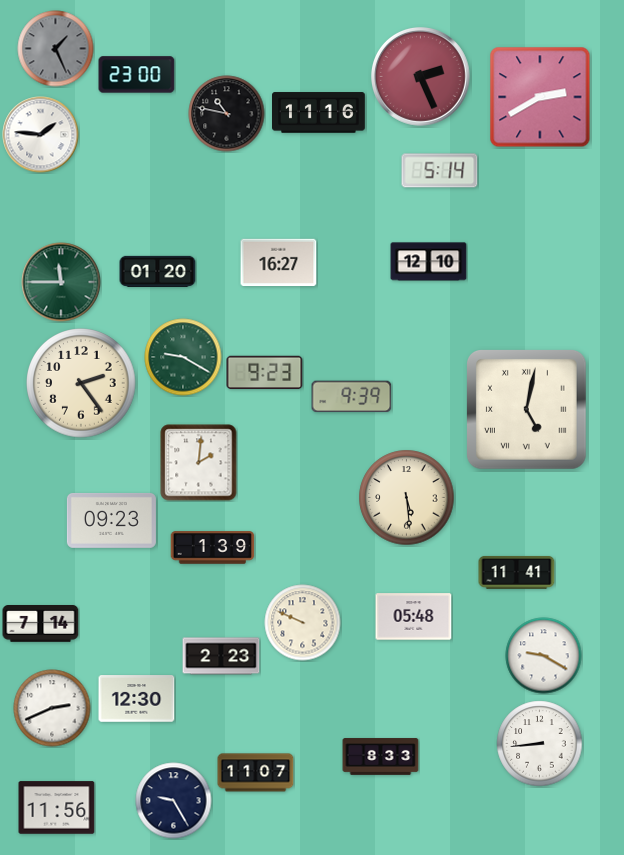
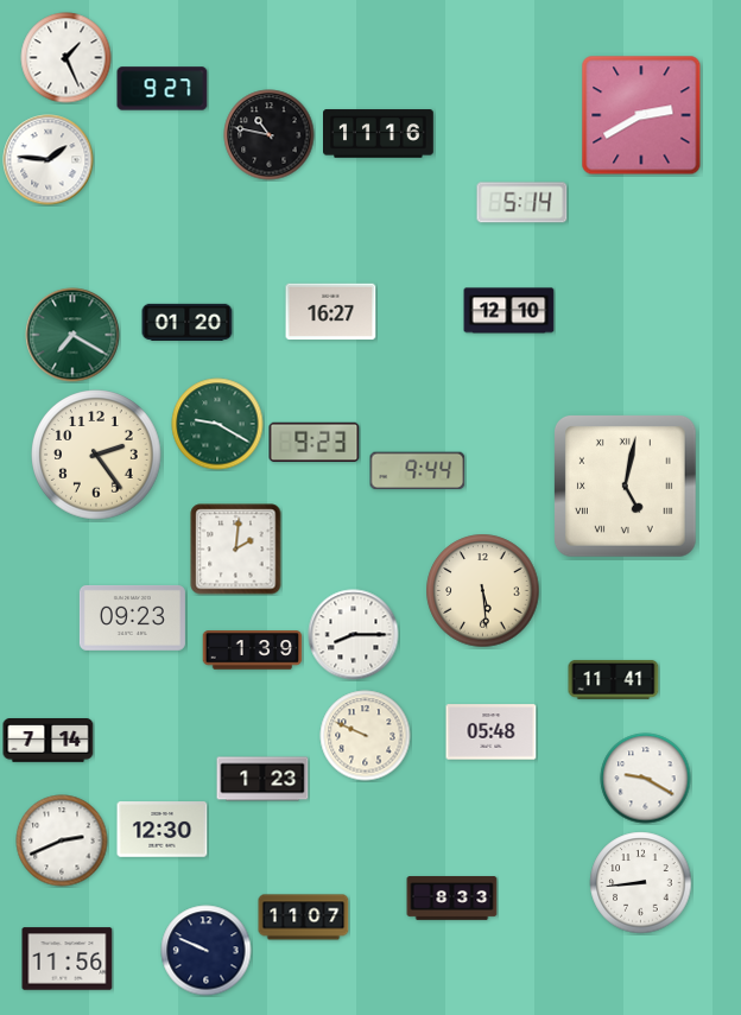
clock at (56, 49) dial: grey -> white
clock at (137, 75): 23:00 -> 9:27
clock at (420, 76): 2:26 -> none
clock at (61, 282): 11:45 -> 7:20
clock at (352, 397): 9:39 -> 9:44
clock at (354, 635): none -> 8:15
clock at (303, 623) position: (303, 623) -> (366, 736)
clock at (221, 656): 2:23 -> 1:23
clock at (174, 801): 9:25 -> 9:49
